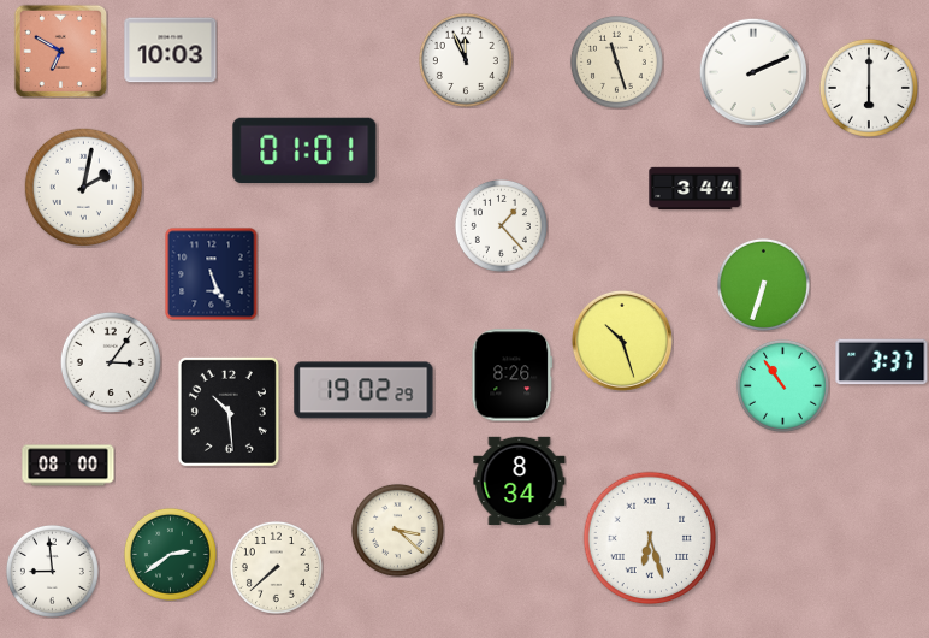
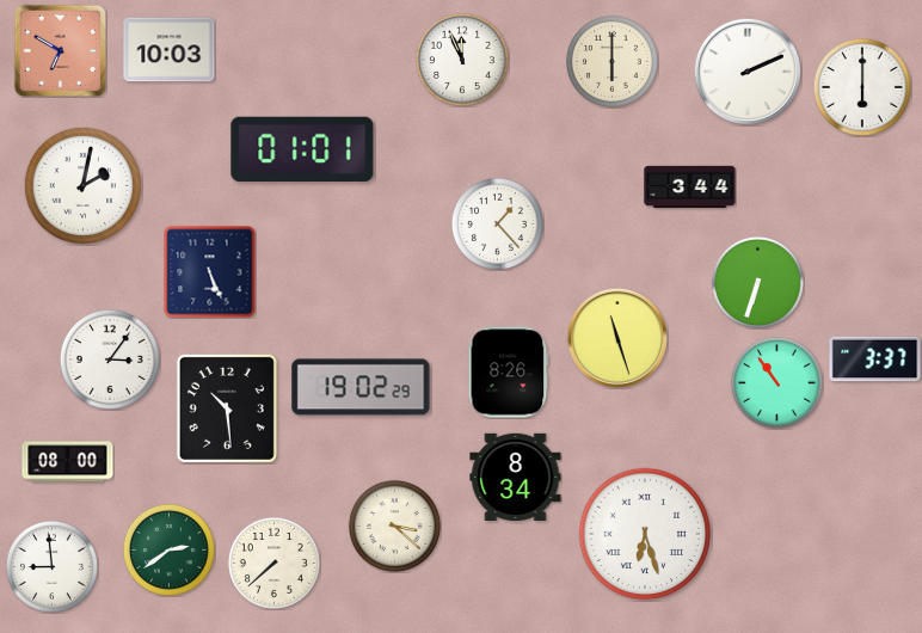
clock at (616, 61): 11:27 -> 6:00
clock at (622, 341): 10:27 -> 11:27
